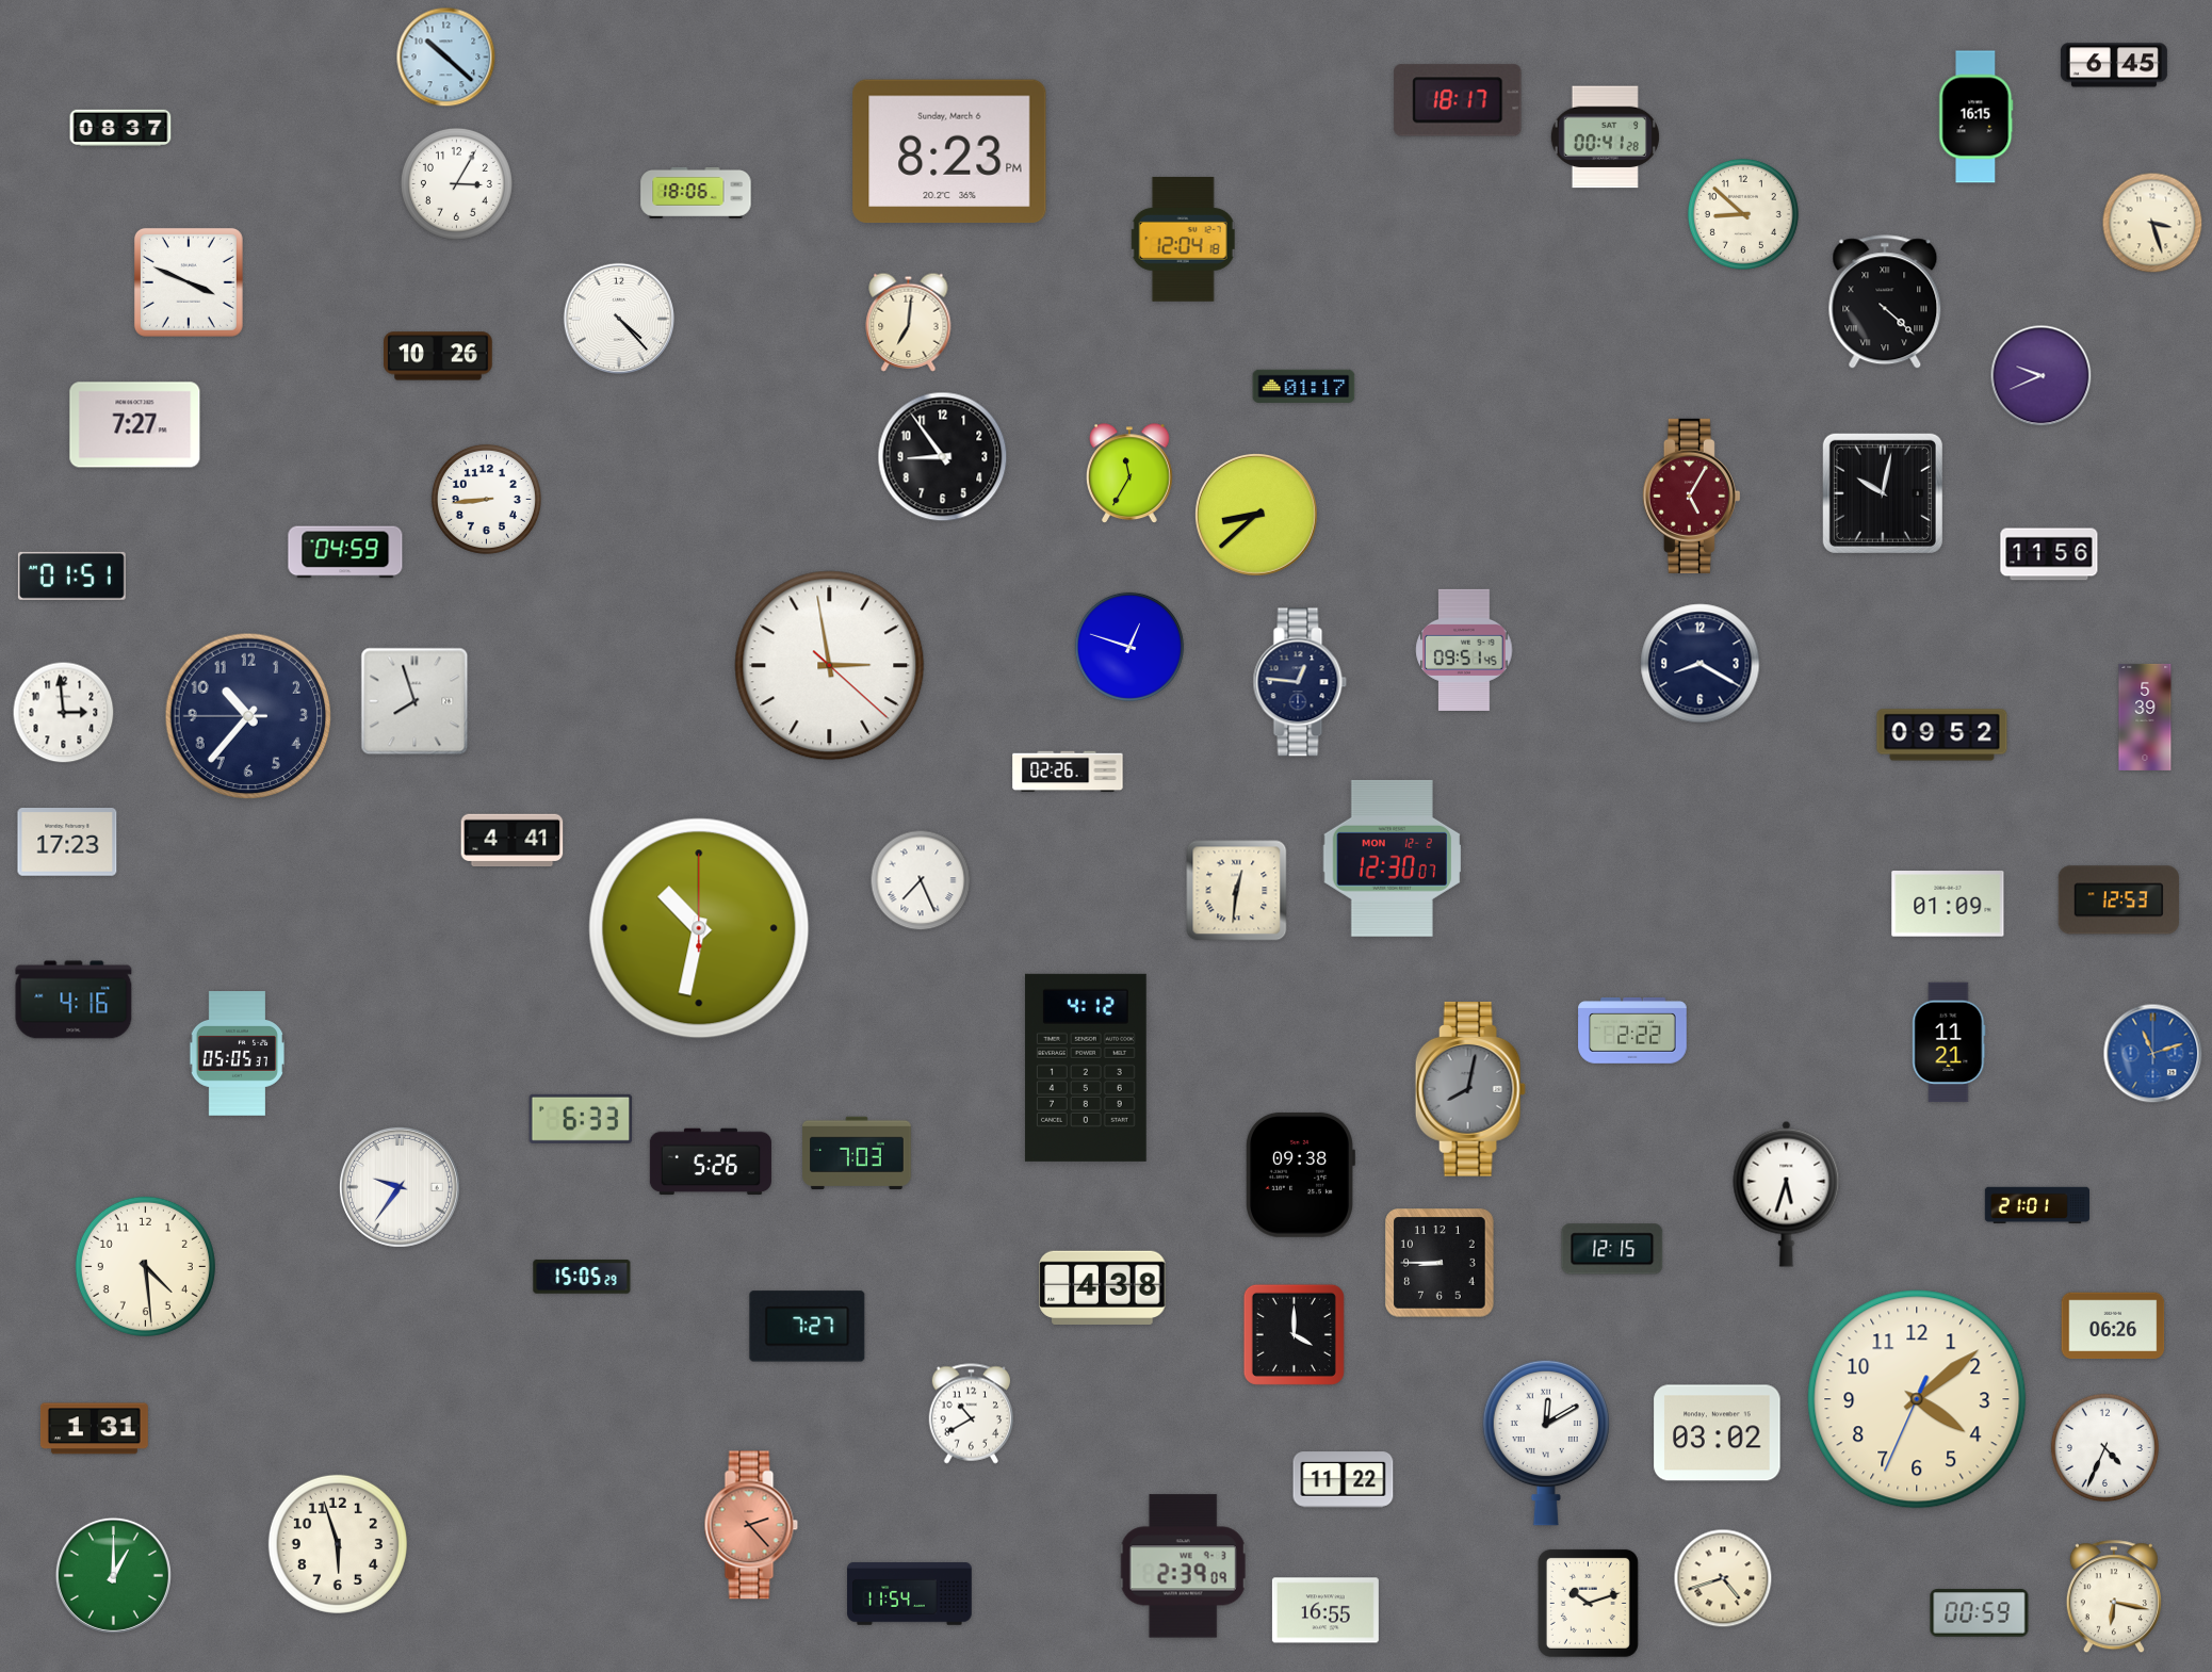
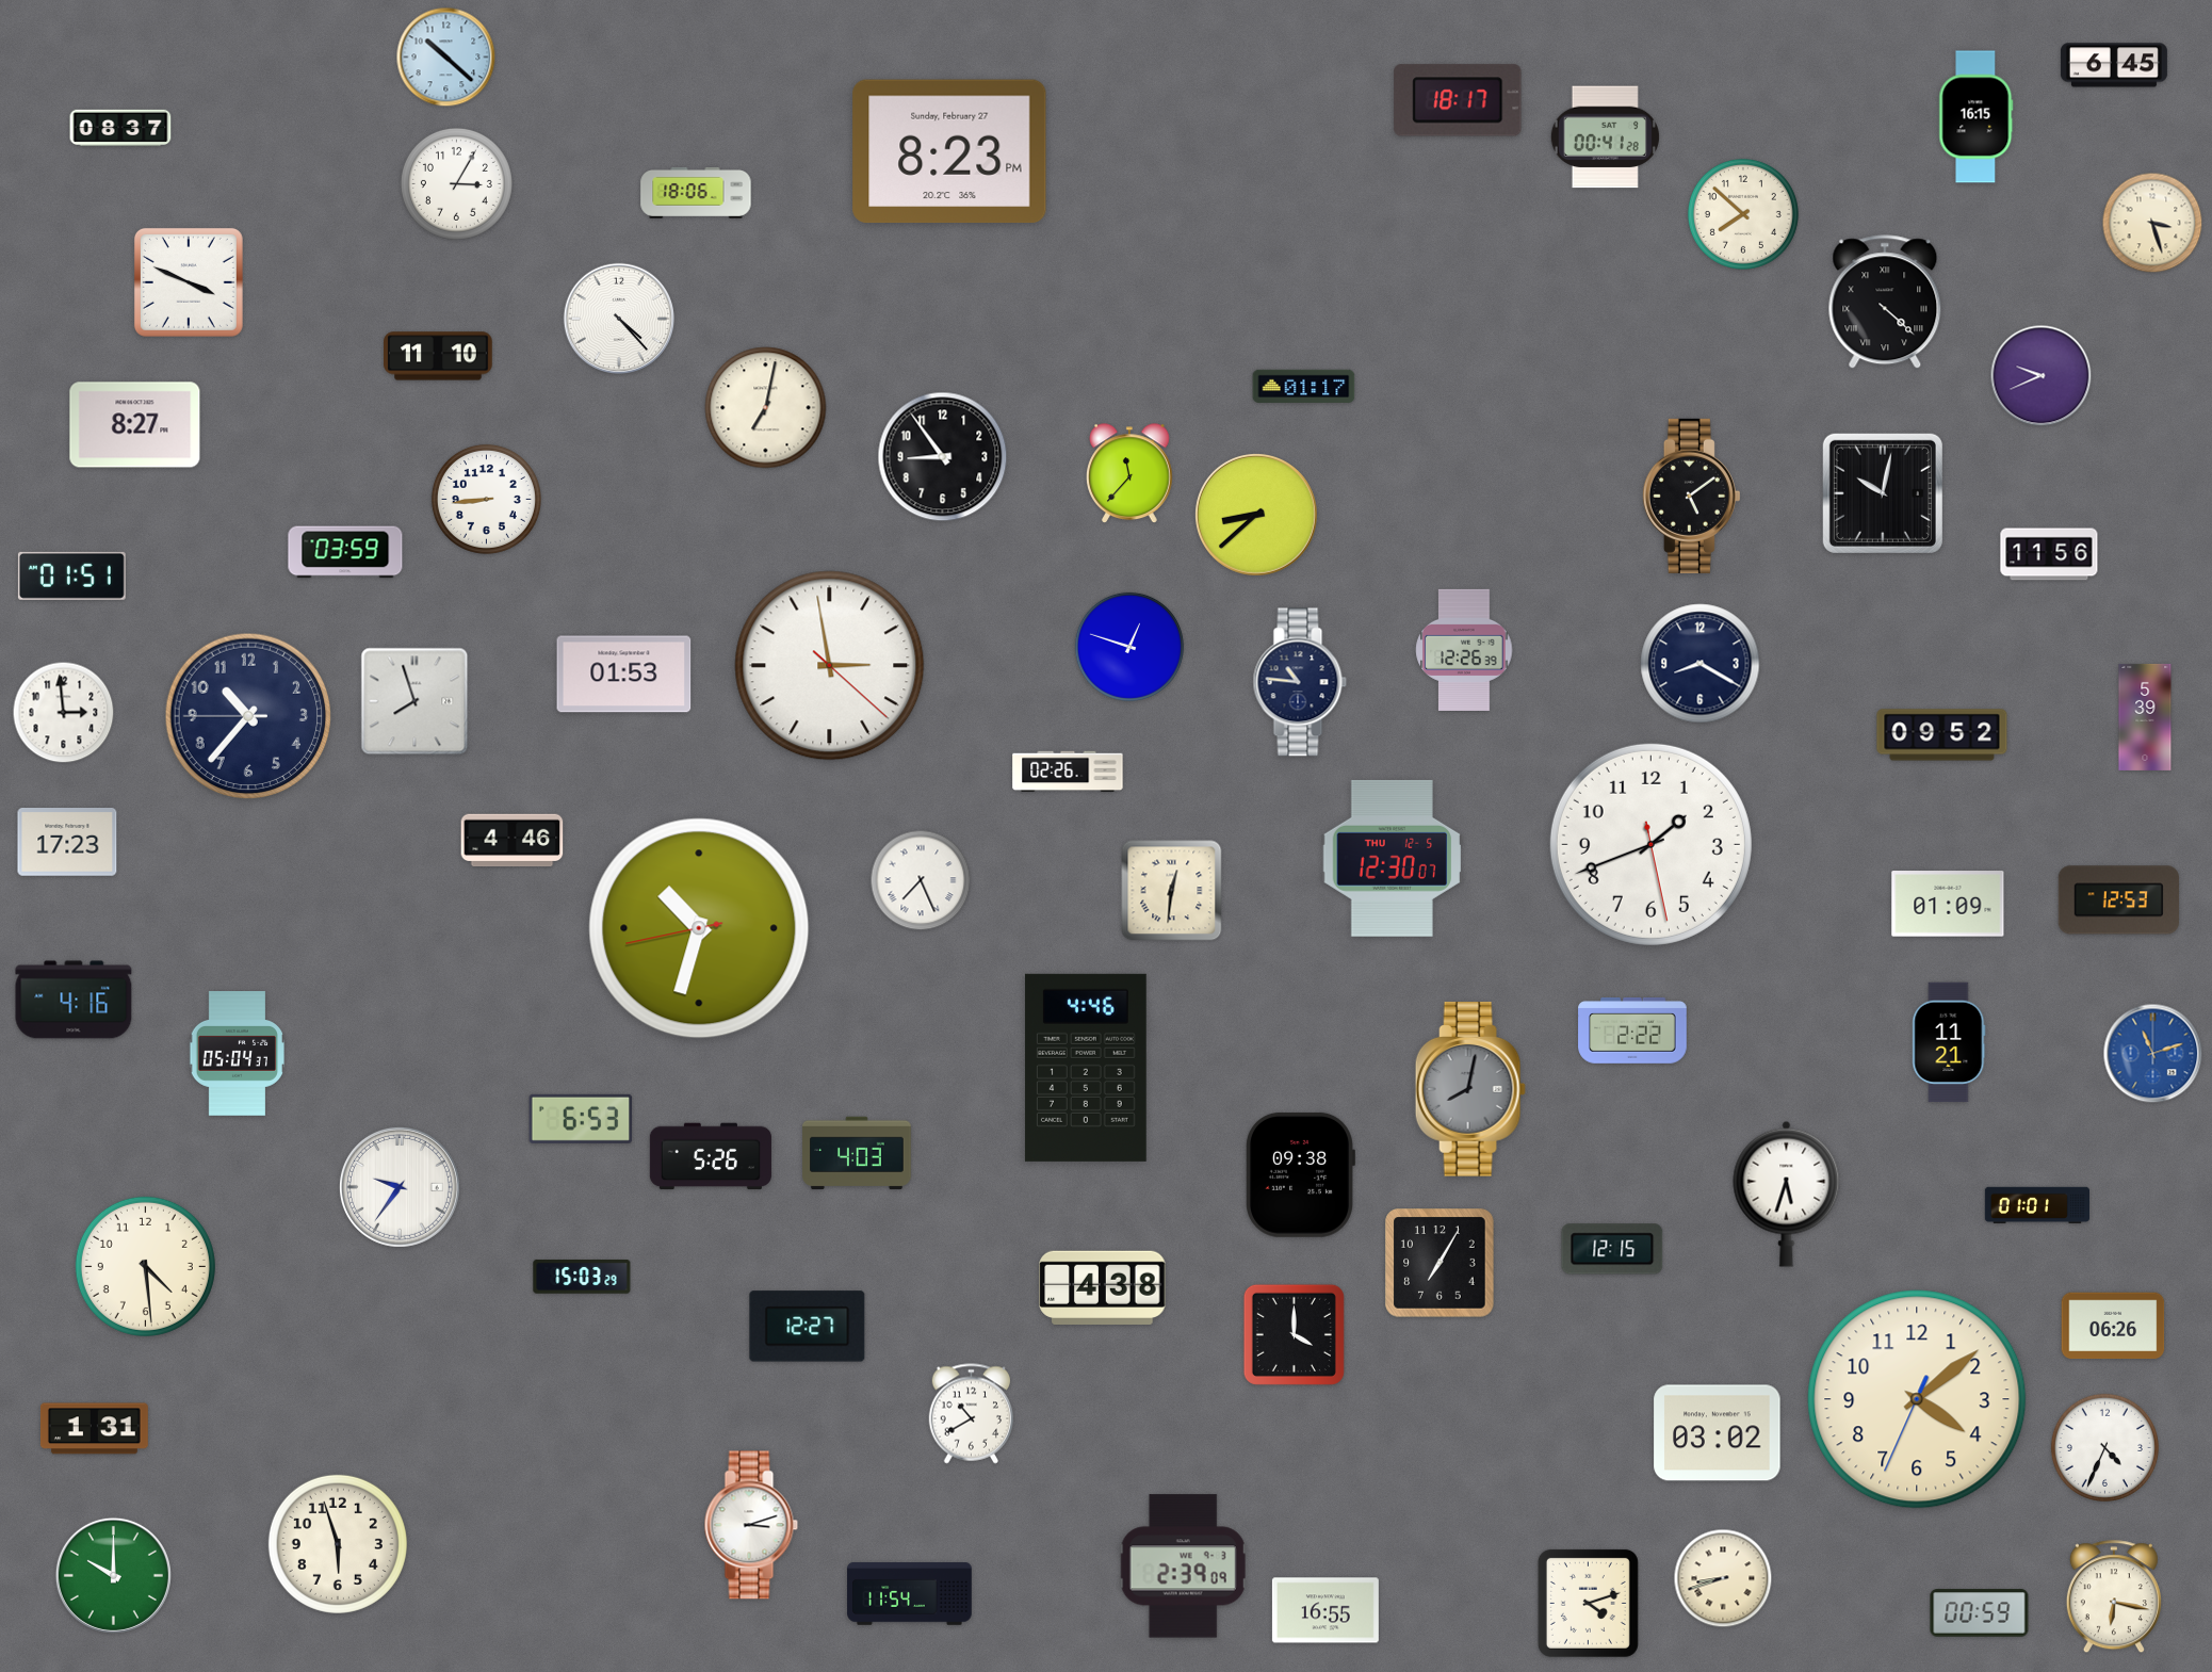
clock at (949, 151) date: Sunday, March 6 -> Sunday, February 27
clock at (1743, 214): 8:52 -> 7:52
clock at (1183, 239): 12:04 -> none
clock at (909, 322): 7:01 -> none
clock at (438, 356): 10:26 -> 11:10
clock at (766, 408): none -> 7:02
clock at (135, 425): 7:27 -> 8:27
clock at (1131, 474): 11:35 -> 11:37
clock at (1691, 496): 5:05 -> 5:09
clock at (1691, 496) dial: burgundy -> black
clock at (345, 552): 04:59 -> 03:59
clock at (1464, 650): 09:51 -> 12:26
clock at (624, 675): none -> 01:53
clock at (1300, 682): 12:46 -> 10:46
clock at (513, 841): 4:41 -> 4:46
clock at (1650, 844): none -> 1:41
clock at (1393, 858) date: MON 12-2 -> THU 12-5
clock at (1237, 891) position: (1237, 891) -> (1172, 891)
clock at (699, 928): 10:32:00 -> 10:32:43
clock at (237, 1054): 05:05 -> 05:04
clock at (1086, 1068): 4:12 -> 4:46
clock at (581, 1119): 6:33 -> 6:53
clock at (857, 1153): 7:03 -> 4:03
clock at (711, 1162) position: (711, 1162) -> (711, 1156)
clock at (2037, 1205): 21:01 -> 01:01
clock at (1440, 1263): 8:45 -> 7:05
clock at (582, 1277): 15:05 -> 15:03
clock at (808, 1327): 7:27 -> 12:27
clock at (1545, 1443): 12:10 -> none
clock at (1344, 1480): 11:22 -> none
clock at (751, 1525): 2:23 -> 3:12
clock at (751, 1525) dial: salmon -> white
clock at (113, 1575): 1:00 -> 10:00
clock at (1723, 1578): 4:42 -> 8:42
clock at (1588, 1603): 10:12 -> 4:12
